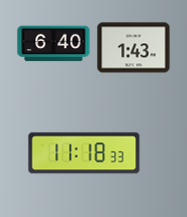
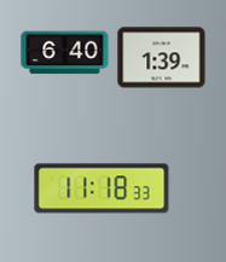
clock at (134, 48): 1:43 -> 1:39
clock at (84, 153) position: (84, 153) -> (102, 188)
